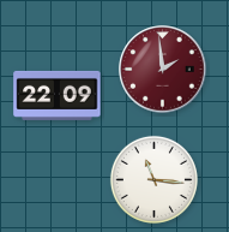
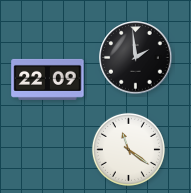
clock at (163, 70) dial: burgundy -> black
clock at (153, 179): 11:16 -> 11:21
